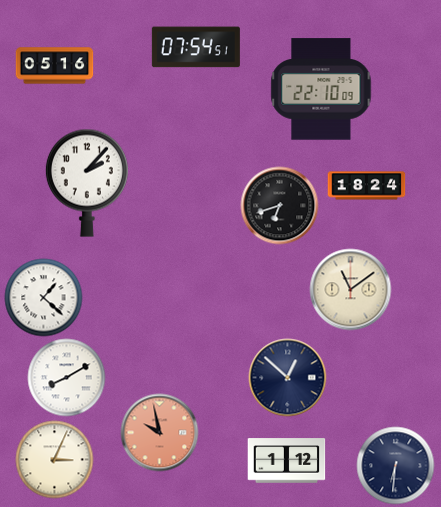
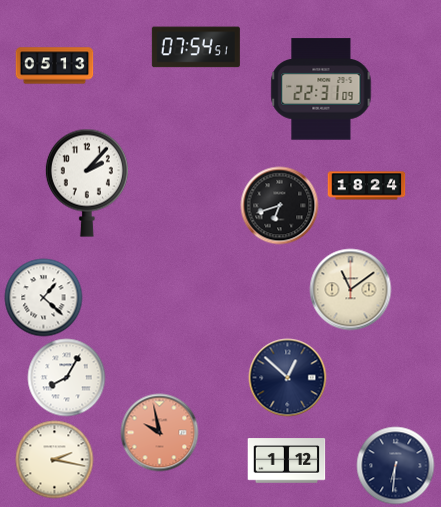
clock at (54, 66): 05:16 -> 05:13
clock at (321, 89): 22:10 -> 22:31
clock at (66, 377): 8:10 -> 8:05
clock at (54, 459): 3:04 -> 2:17
